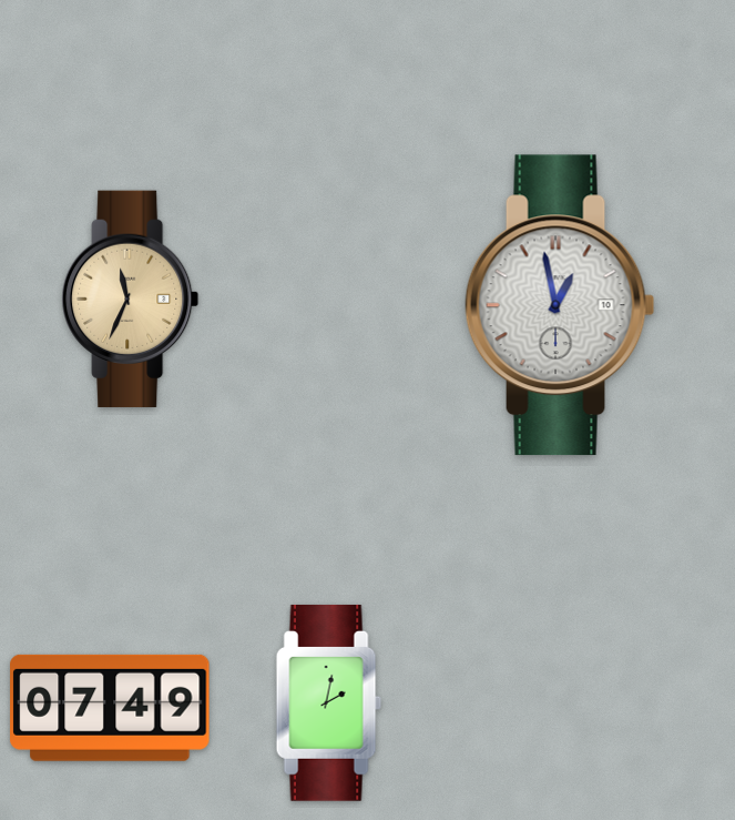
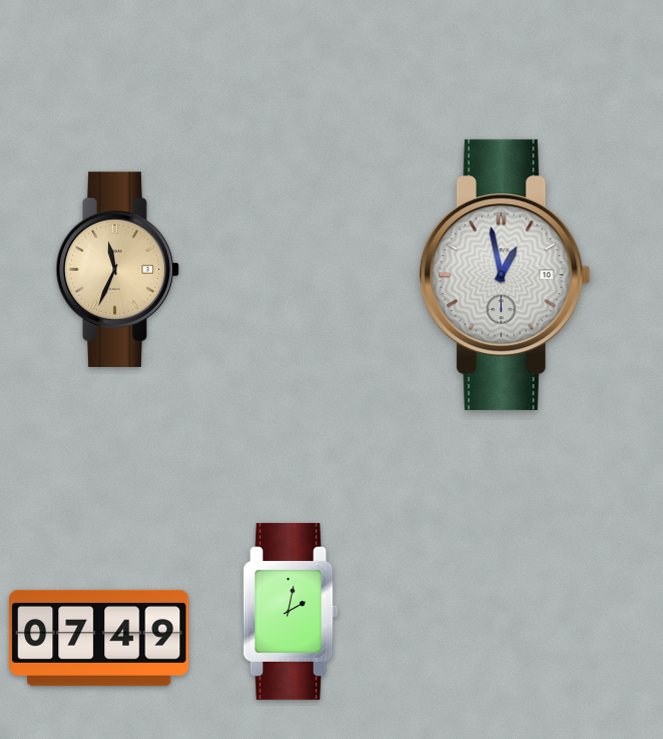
clock at (328, 702) position: (328, 702) -> (290, 611)
